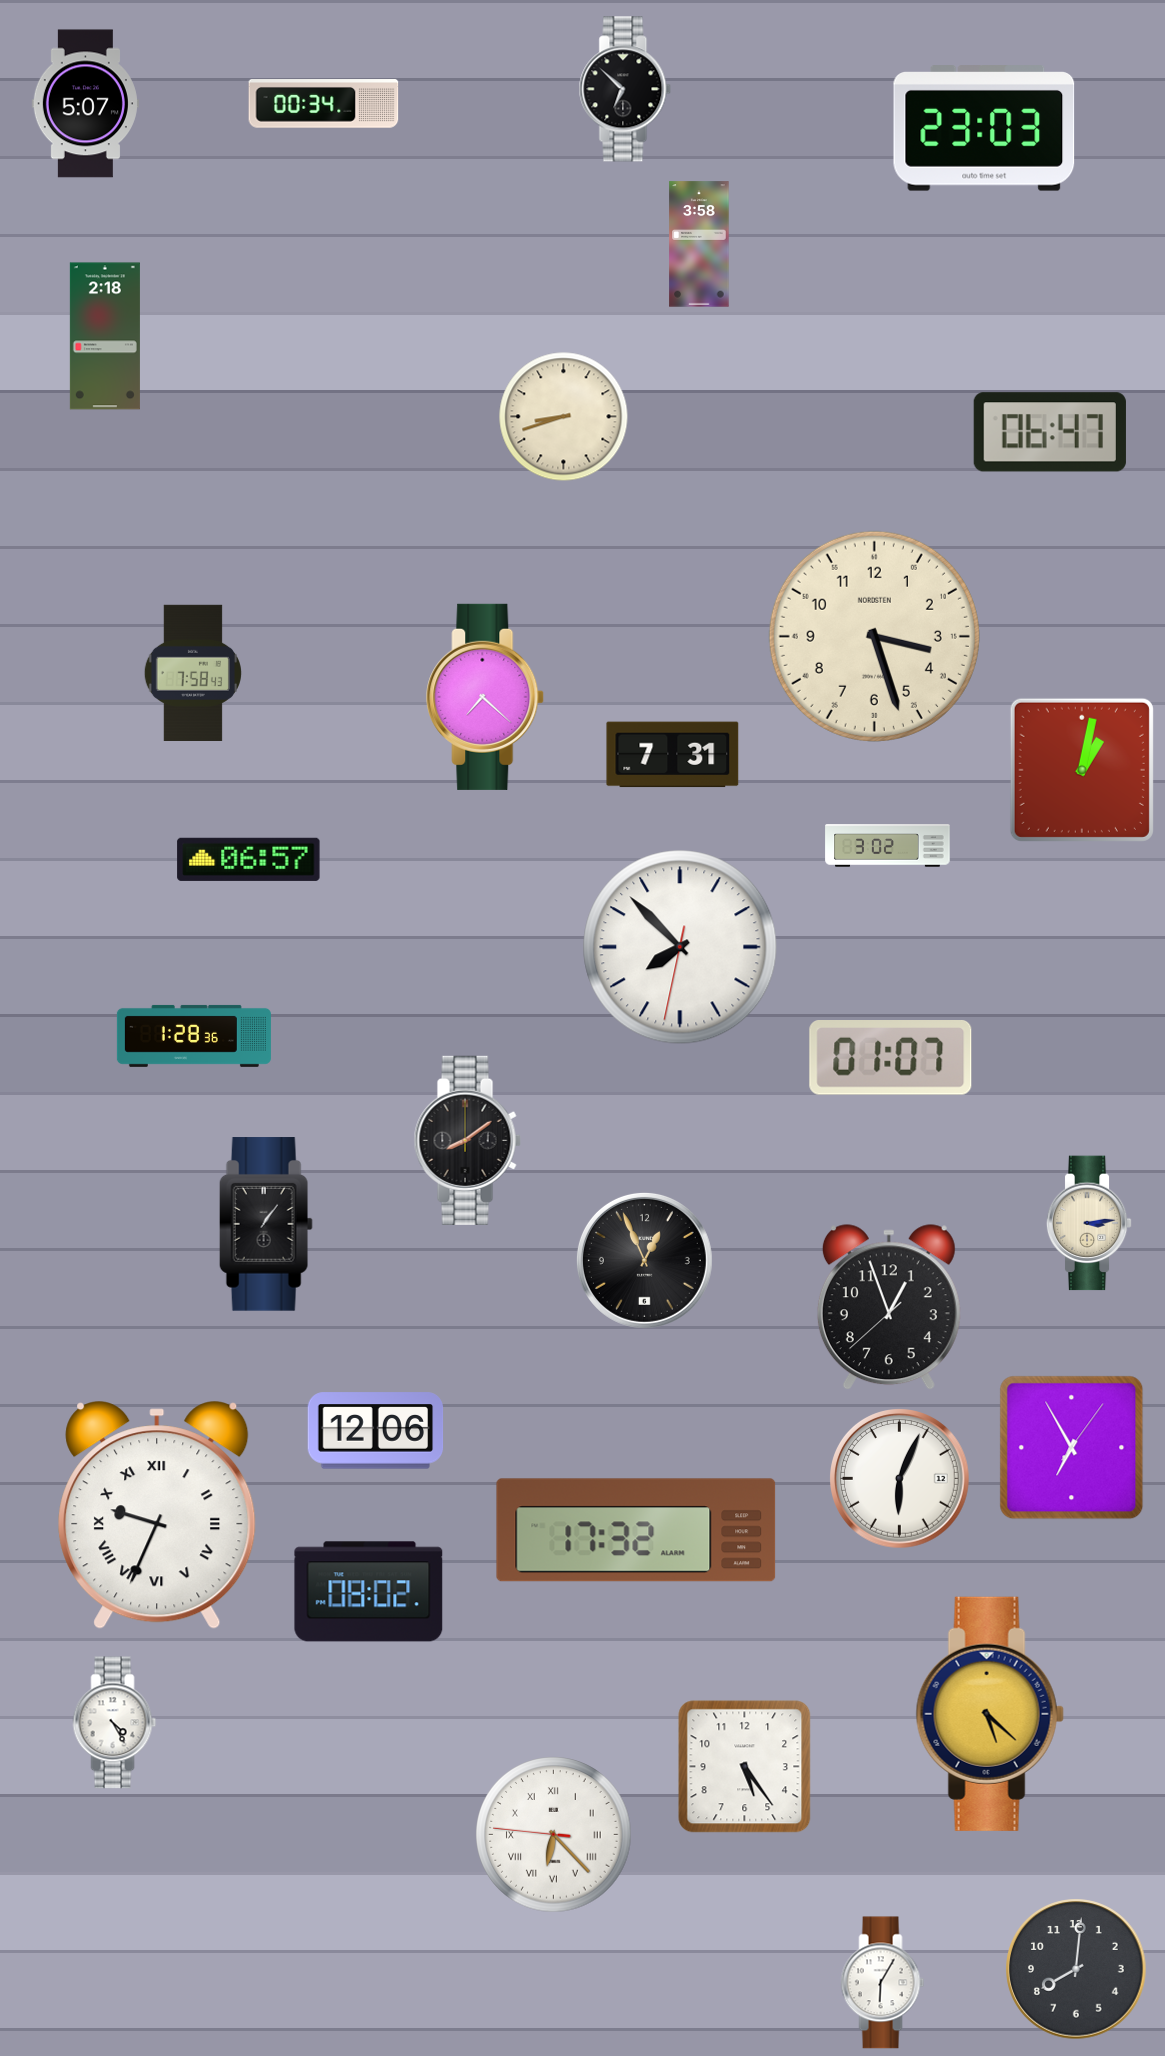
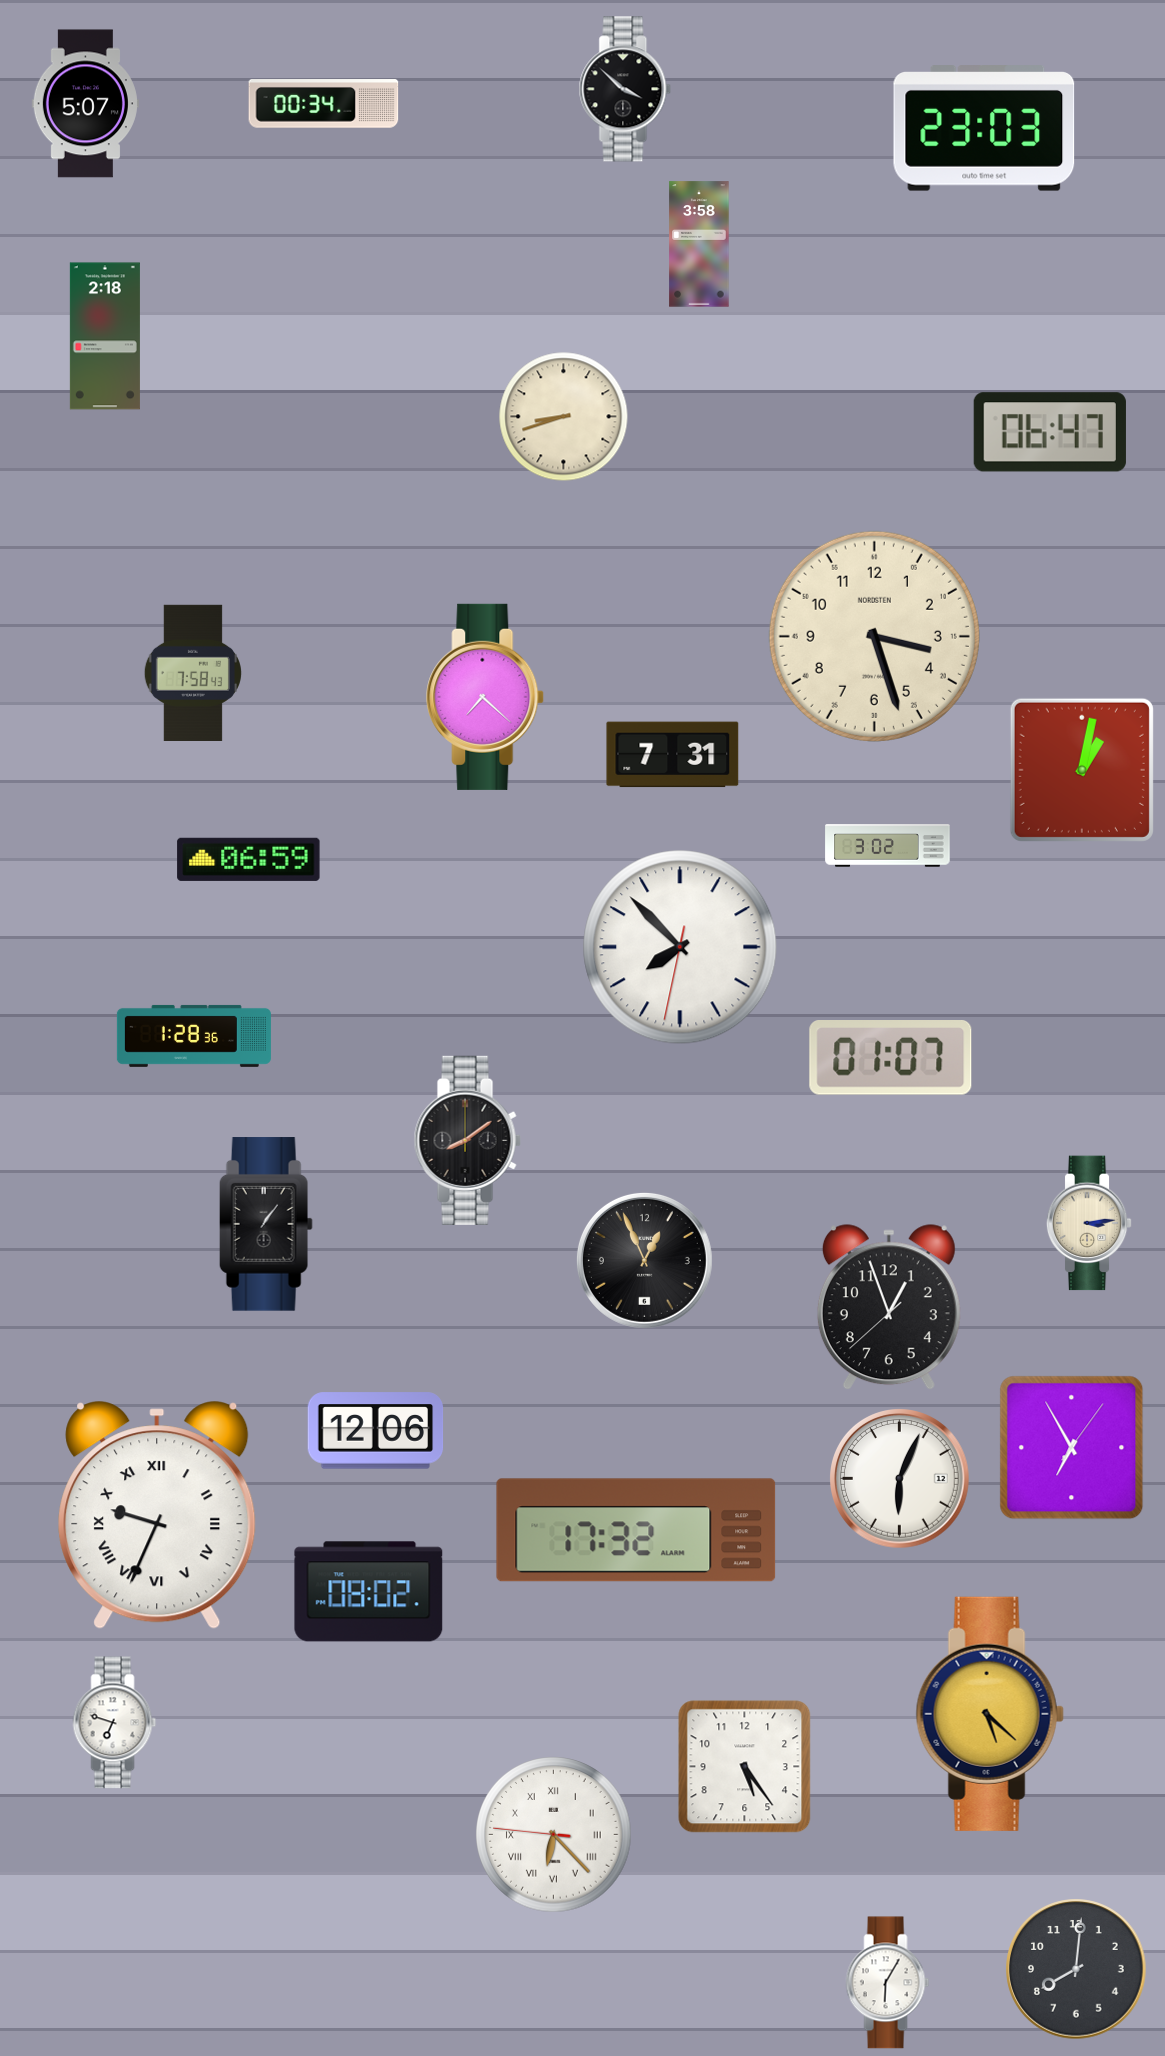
clock at (625, 89): 6:52 -> 3:52
clock at (249, 859): 06:57 -> 06:59
clock at (115, 1723): 4:25 -> 6:48
clock at (883, 1983) position: (883, 1983) -> (888, 1983)
